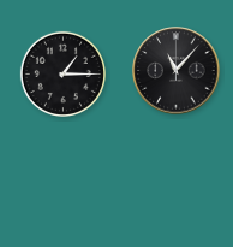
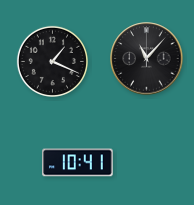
clock at (62, 73): 1:15 -> 1:19
clock at (78, 163): none -> 10:41
